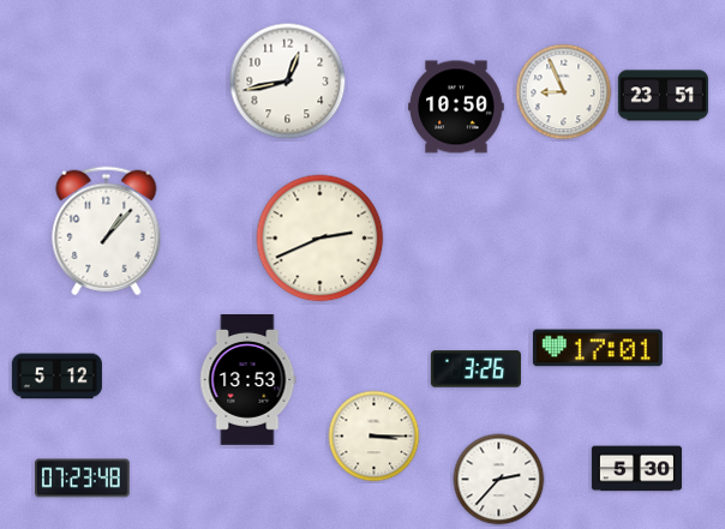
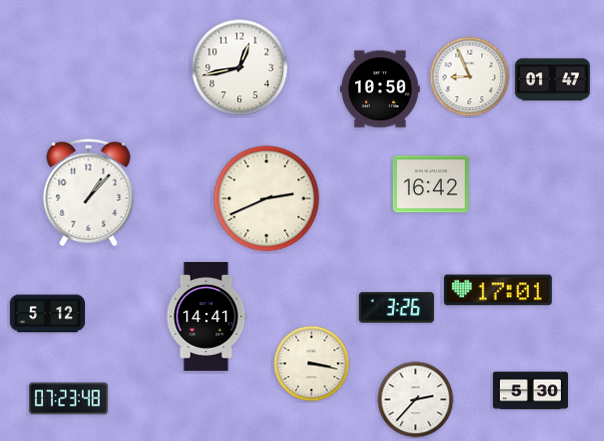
clock at (663, 96): 23:51 -> 01:47
clock at (431, 184): none -> 16:42
clock at (247, 380): 13:53 -> 14:41
clock at (375, 437): 3:15 -> 3:17
